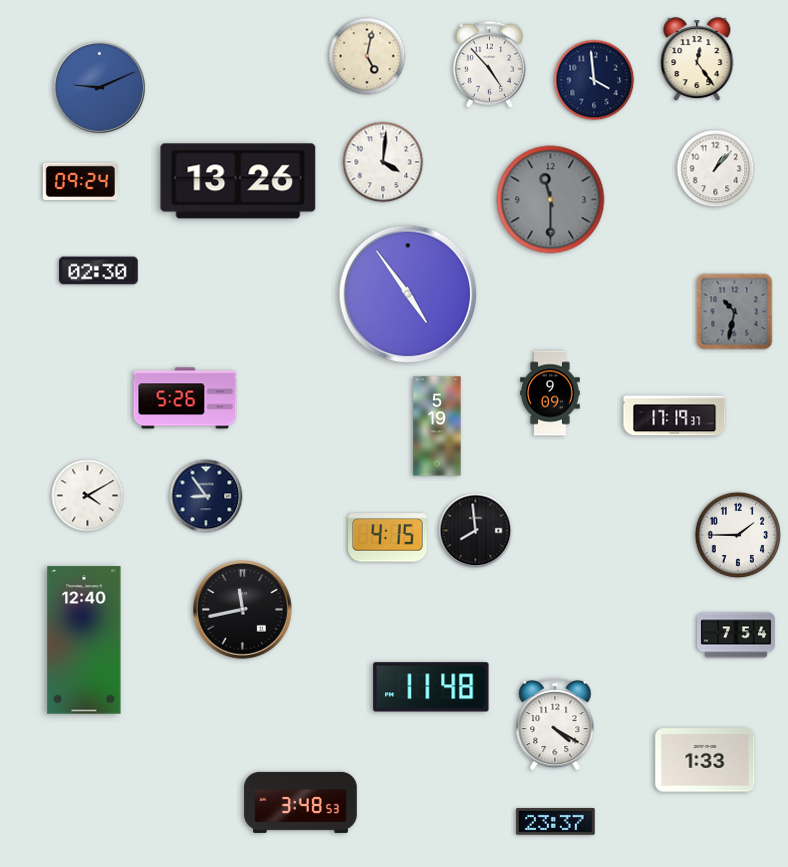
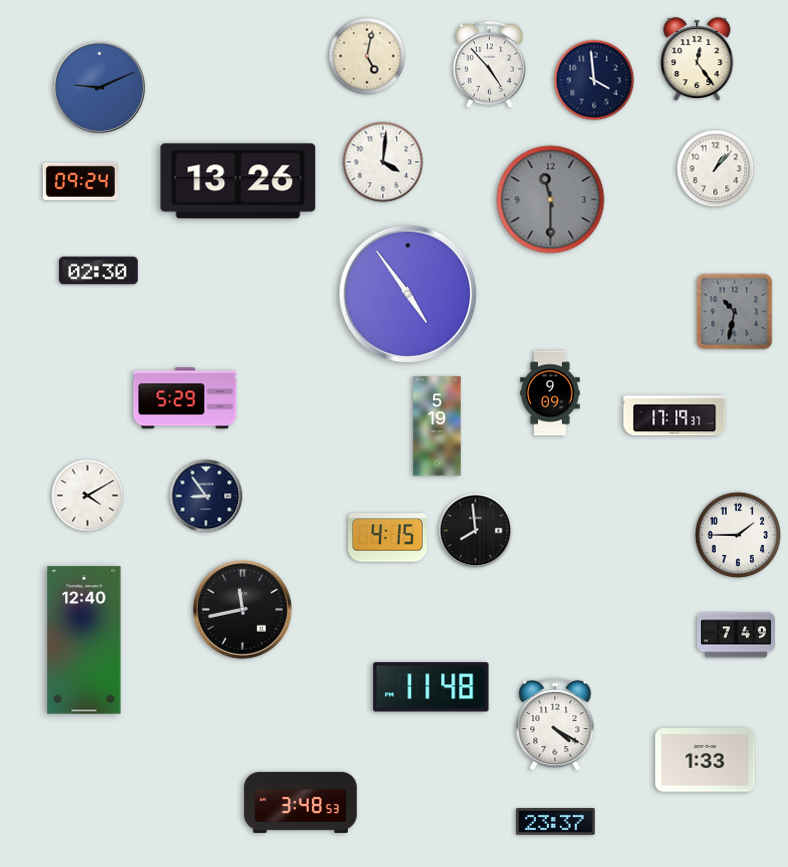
clock at (185, 398): 5:26 -> 5:29
clock at (737, 635): 7:54 -> 7:49
